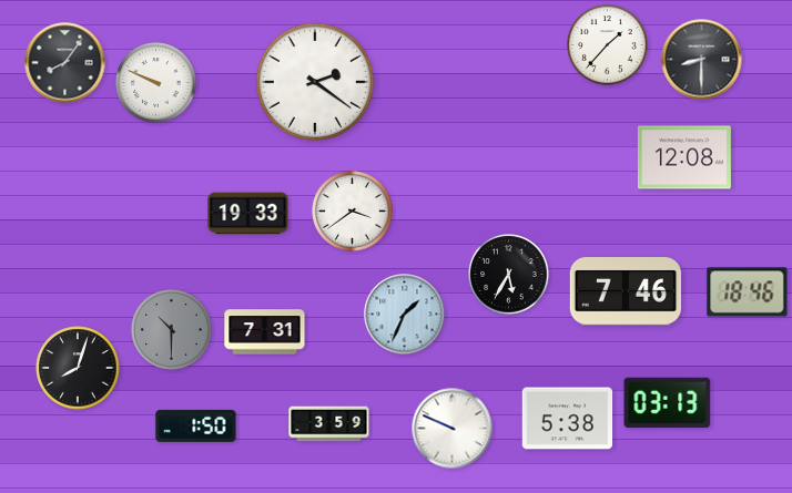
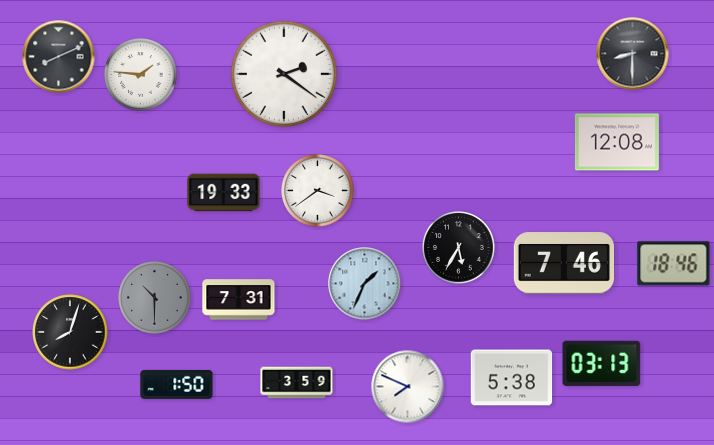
clock at (608, 45): 1:37 -> none
clock at (65, 63): 8:06 -> 8:11
clock at (156, 83): 9:49 -> 1:46
clock at (453, 429): 9:49 -> 7:49
